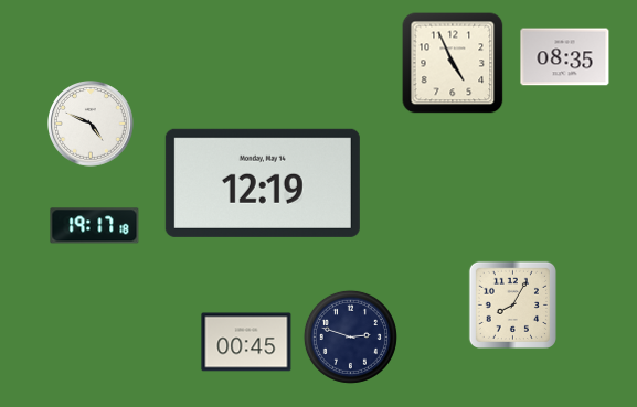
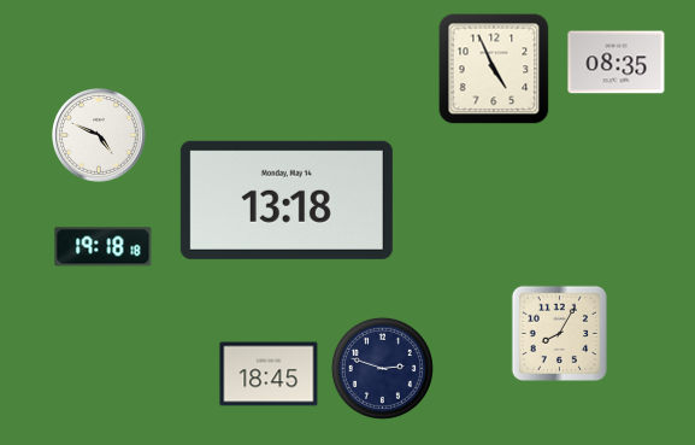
clock at (263, 183): 12:19 -> 13:18
clock at (95, 226): 19:17 -> 19:18
clock at (246, 342): 00:45 -> 18:45
